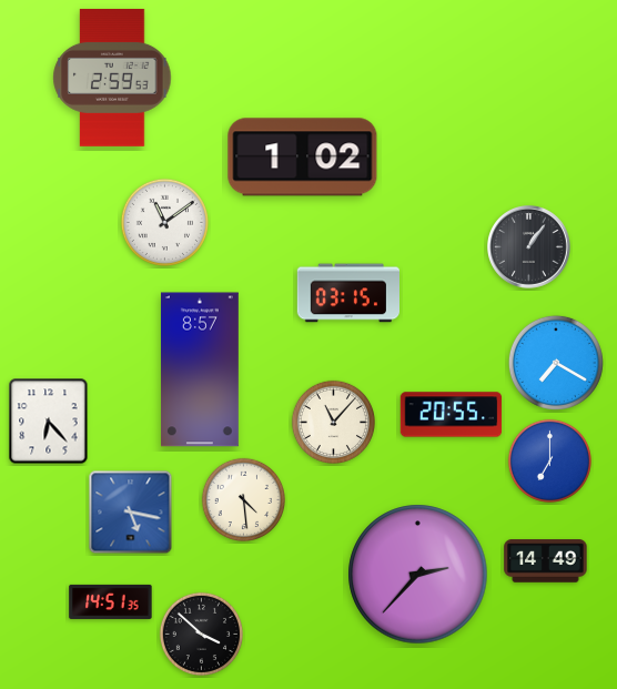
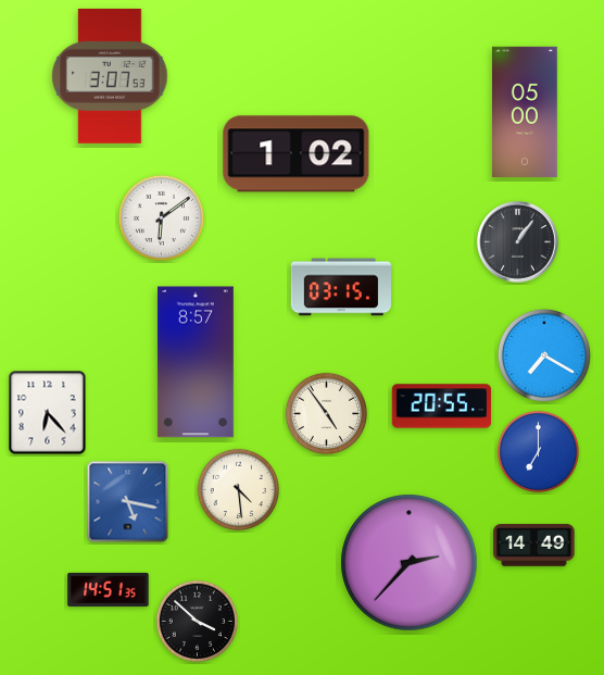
clock at (112, 78): 2:59 -> 3:07
clock at (525, 112): none -> 05:00
clock at (164, 222): 11:09 -> 6:09
clock at (333, 422): 11:07 -> 4:54
clock at (546, 561) position: (546, 561) -> (534, 546)
